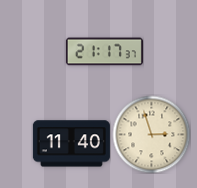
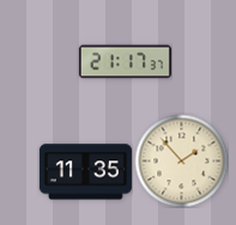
clock at (151, 134): 2:57 -> 1:53
clock at (71, 144): 11:40 -> 11:35
